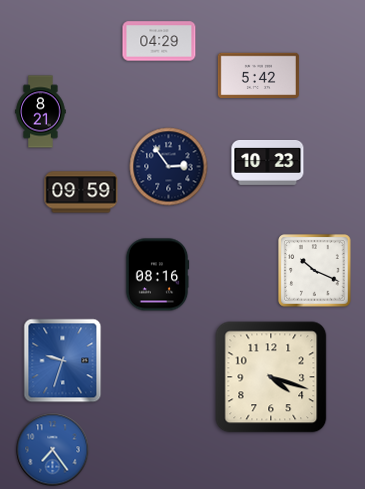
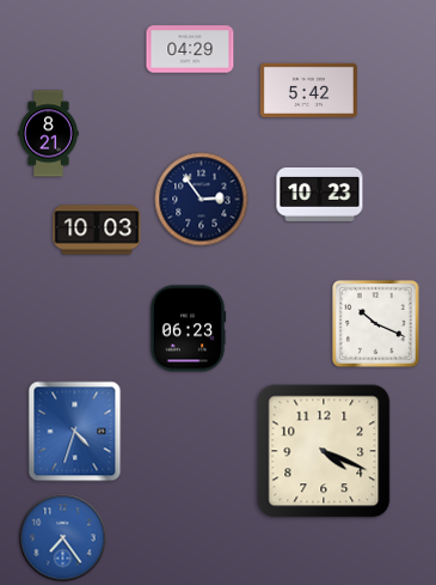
clock at (81, 192): 09:59 -> 10:03
clock at (157, 275): 08:16 -> 06:23
clock at (63, 361): 9:33 -> 4:33
clock at (271, 377): 4:18 -> 4:19
